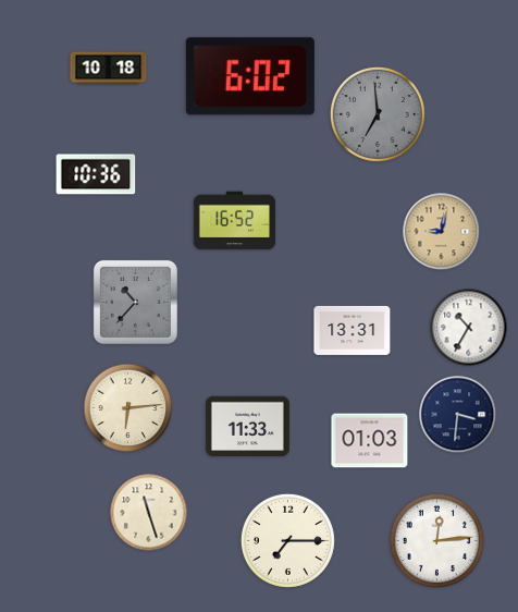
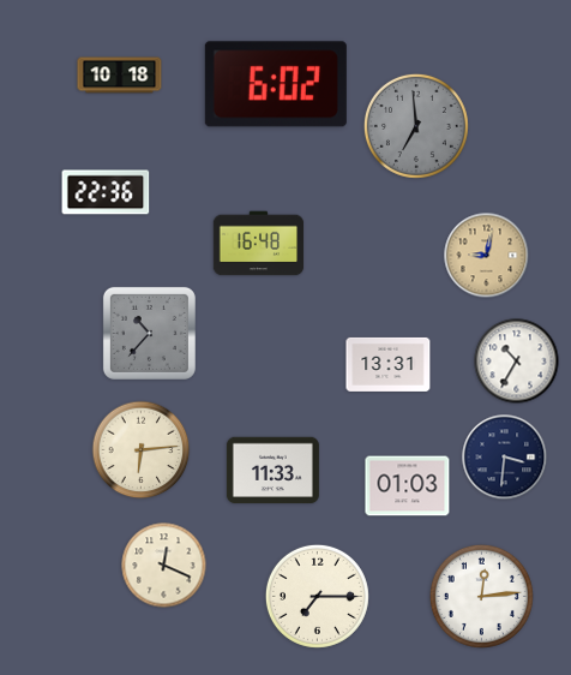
clock at (96, 174): 10:36 -> 22:36
clock at (235, 221): 16:52 -> 16:48
clock at (149, 513): 11:27 -> 12:19
